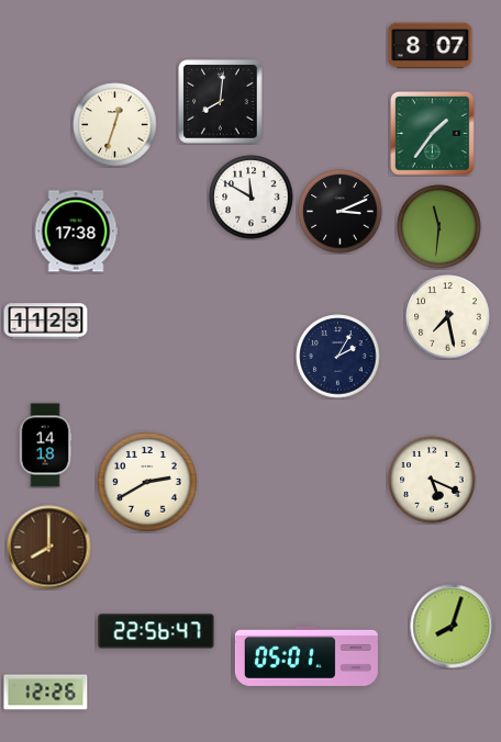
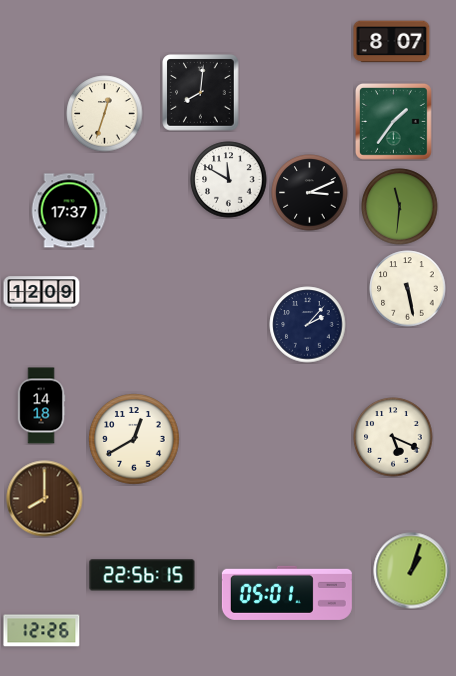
clock at (76, 232): 17:38 -> 17:37
clock at (448, 317): 7:28 -> 5:28
clock at (46, 322): 11:23 -> 12:09
clock at (338, 357): 2:05 -> 2:07
clock at (147, 482): 2:40 -> 12:40
clock at (453, 627): 8:03 -> 1:03
clock at (156, 631): 22:56:47 -> 22:56:15
clock at (307, 656) position: (307, 656) -> (287, 593)
